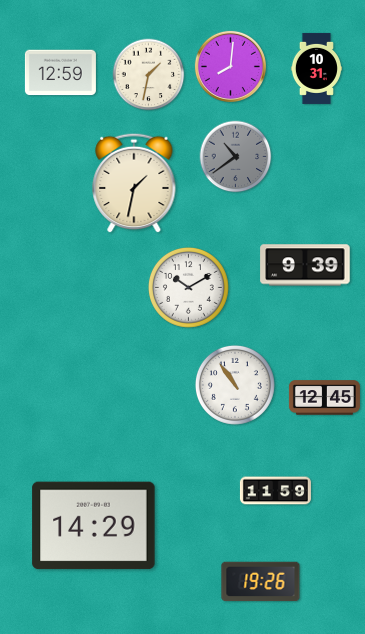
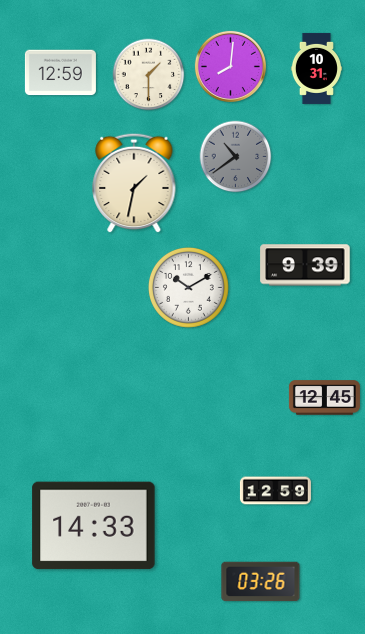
clock at (149, 75): 1:32 -> 1:30
clock at (235, 385): 10:54 -> none
clock at (275, 491): 11:59 -> 12:59
clock at (94, 526): 14:29 -> 14:33
clock at (261, 582): 19:26 -> 03:26
